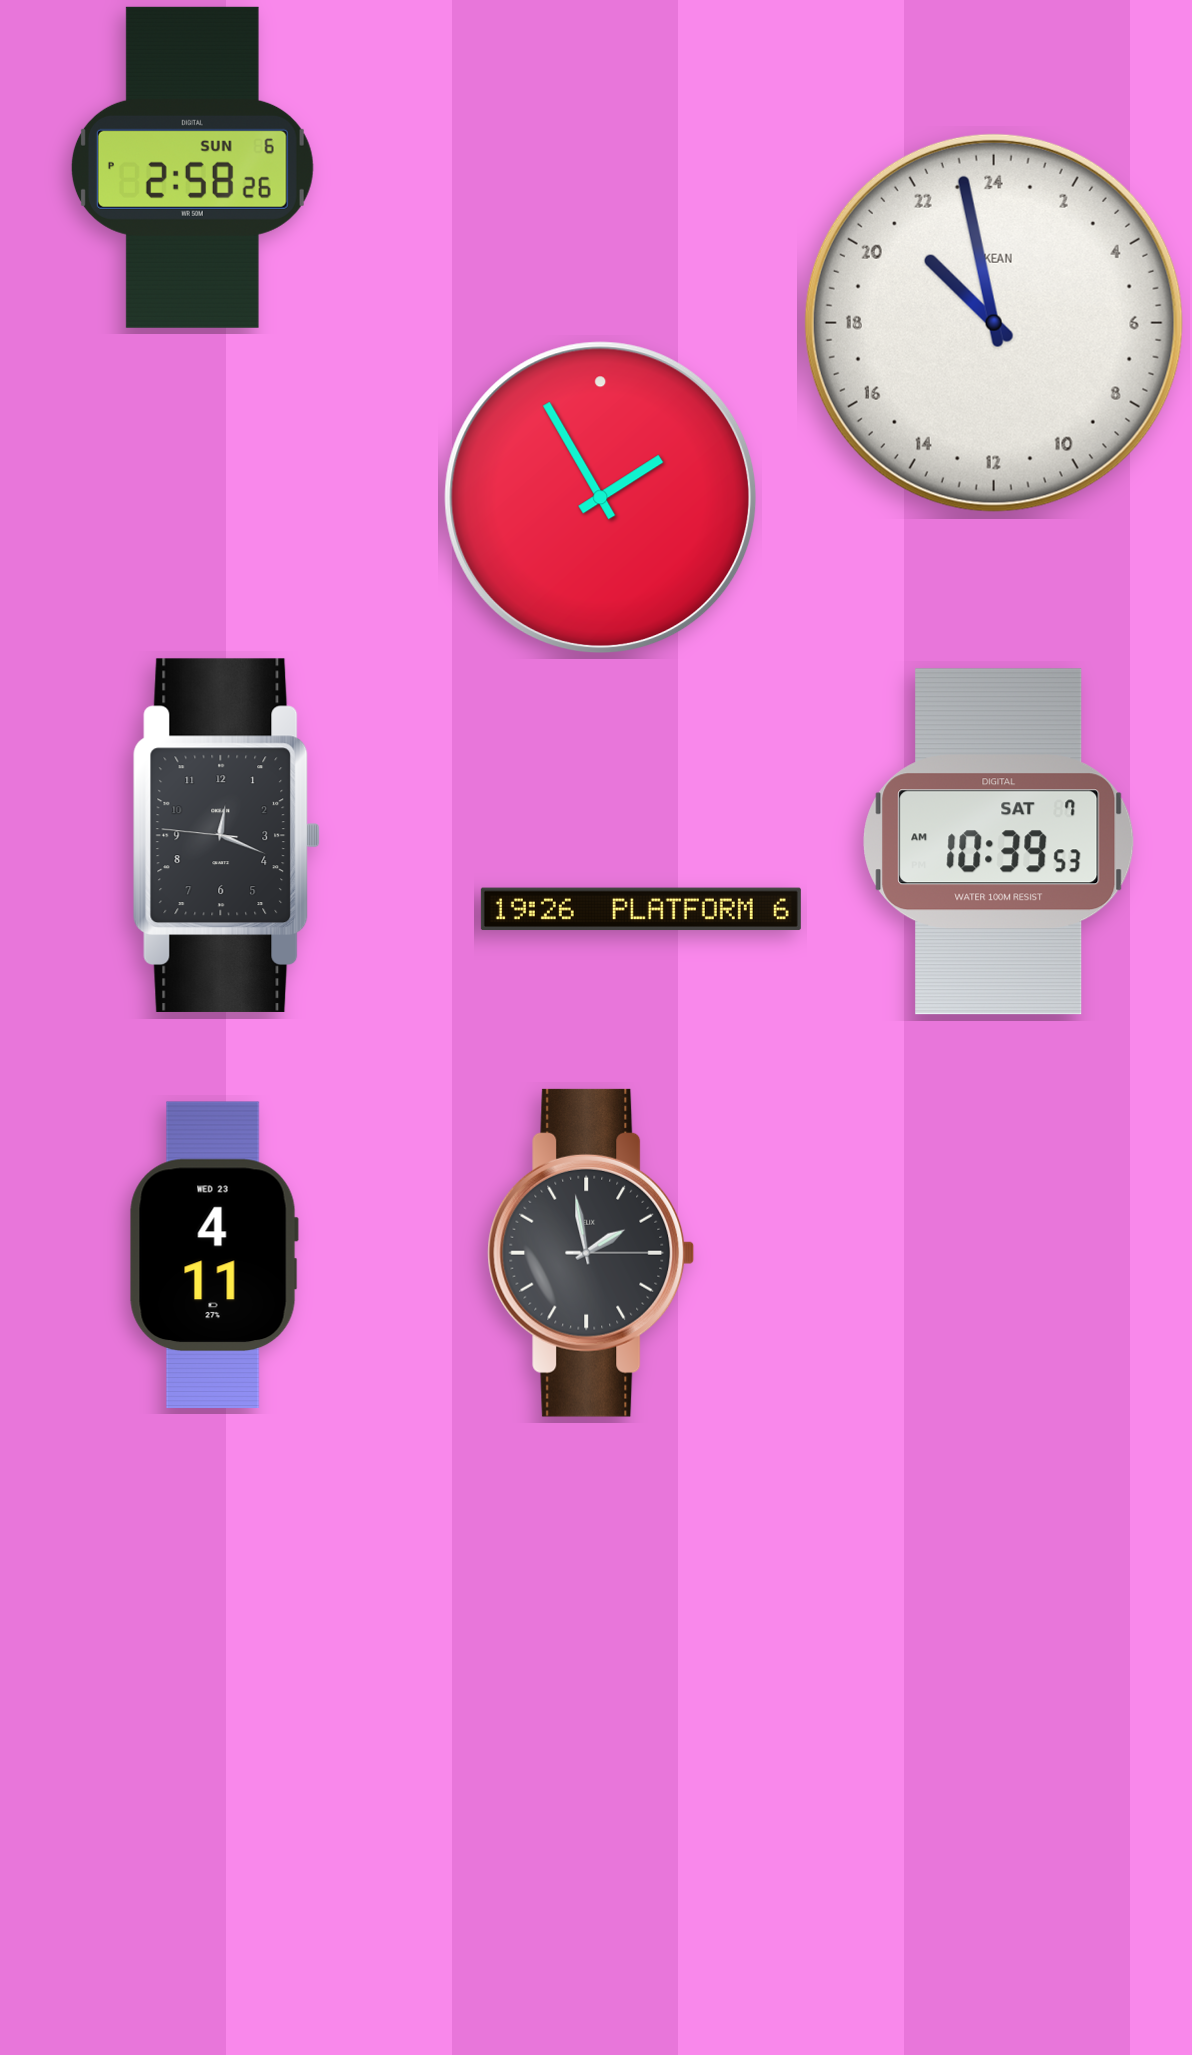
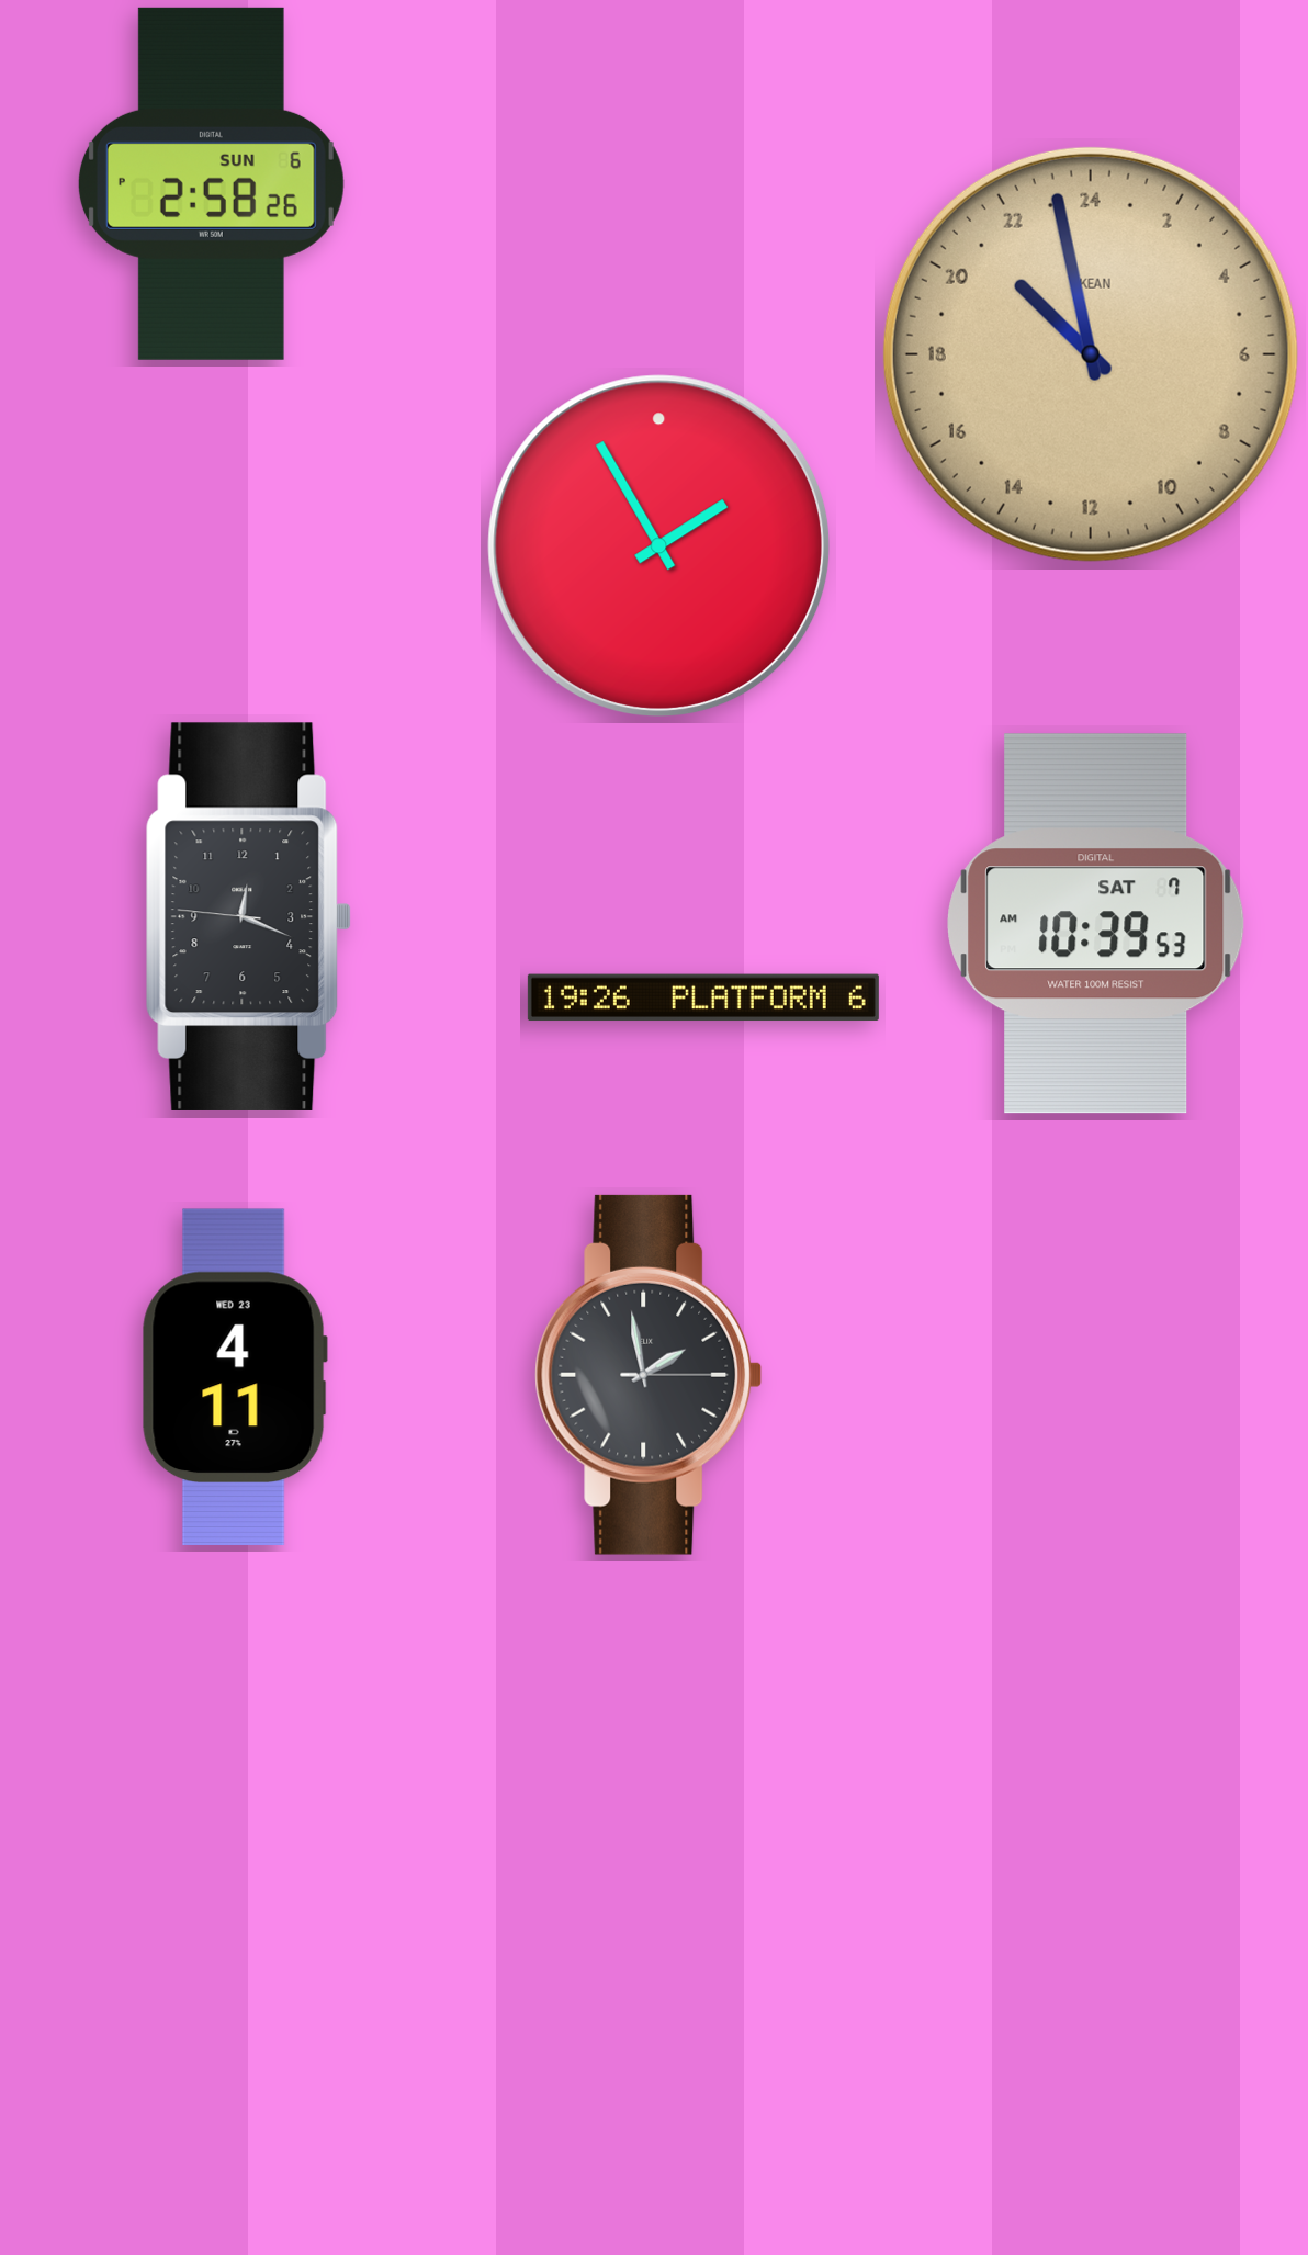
clock at (994, 323) dial: white -> champagne
